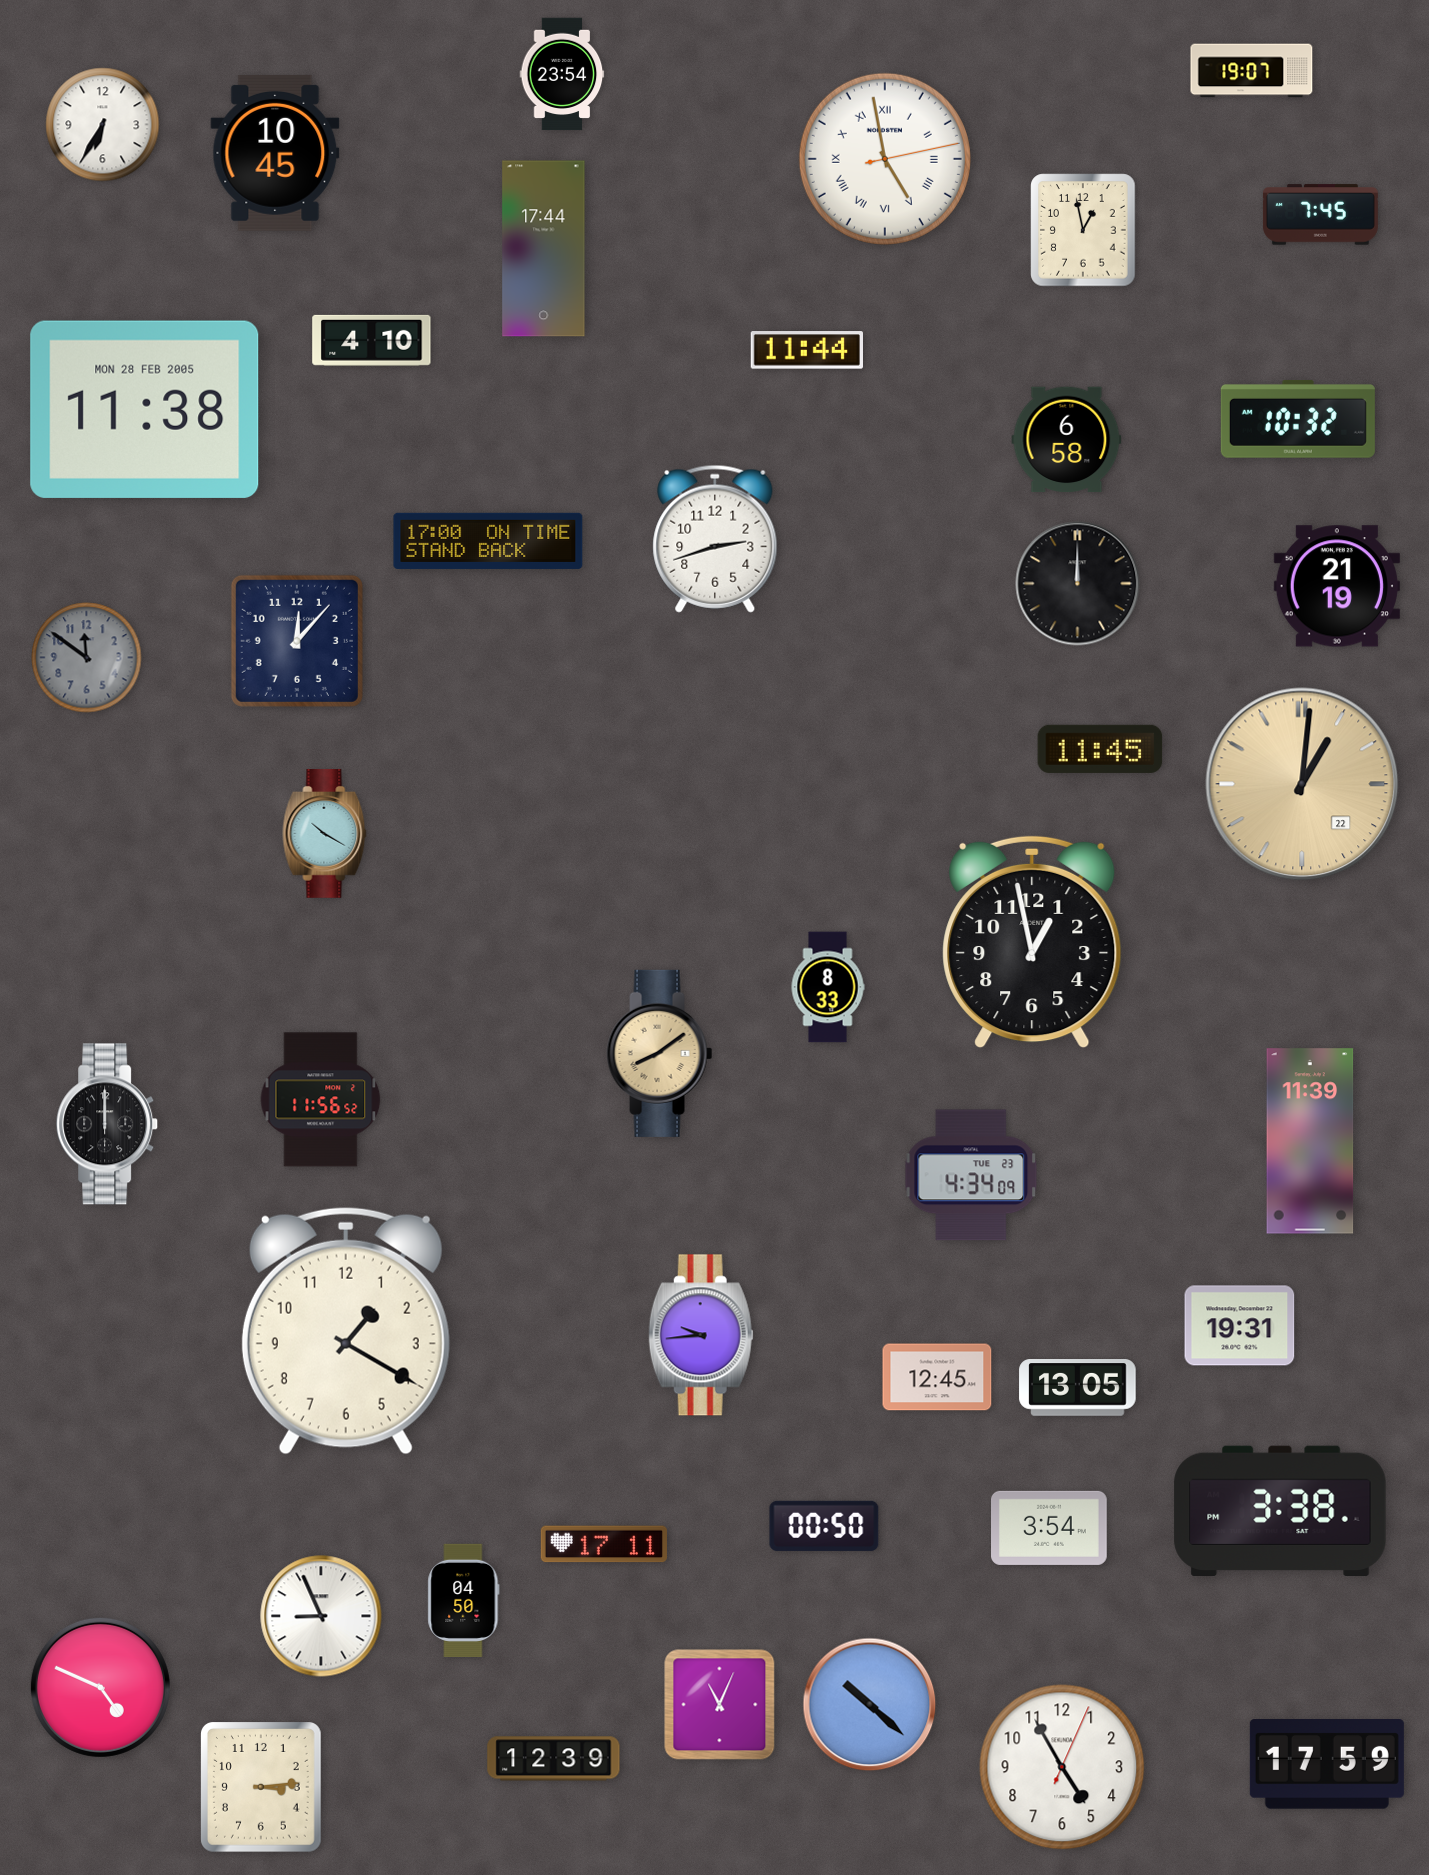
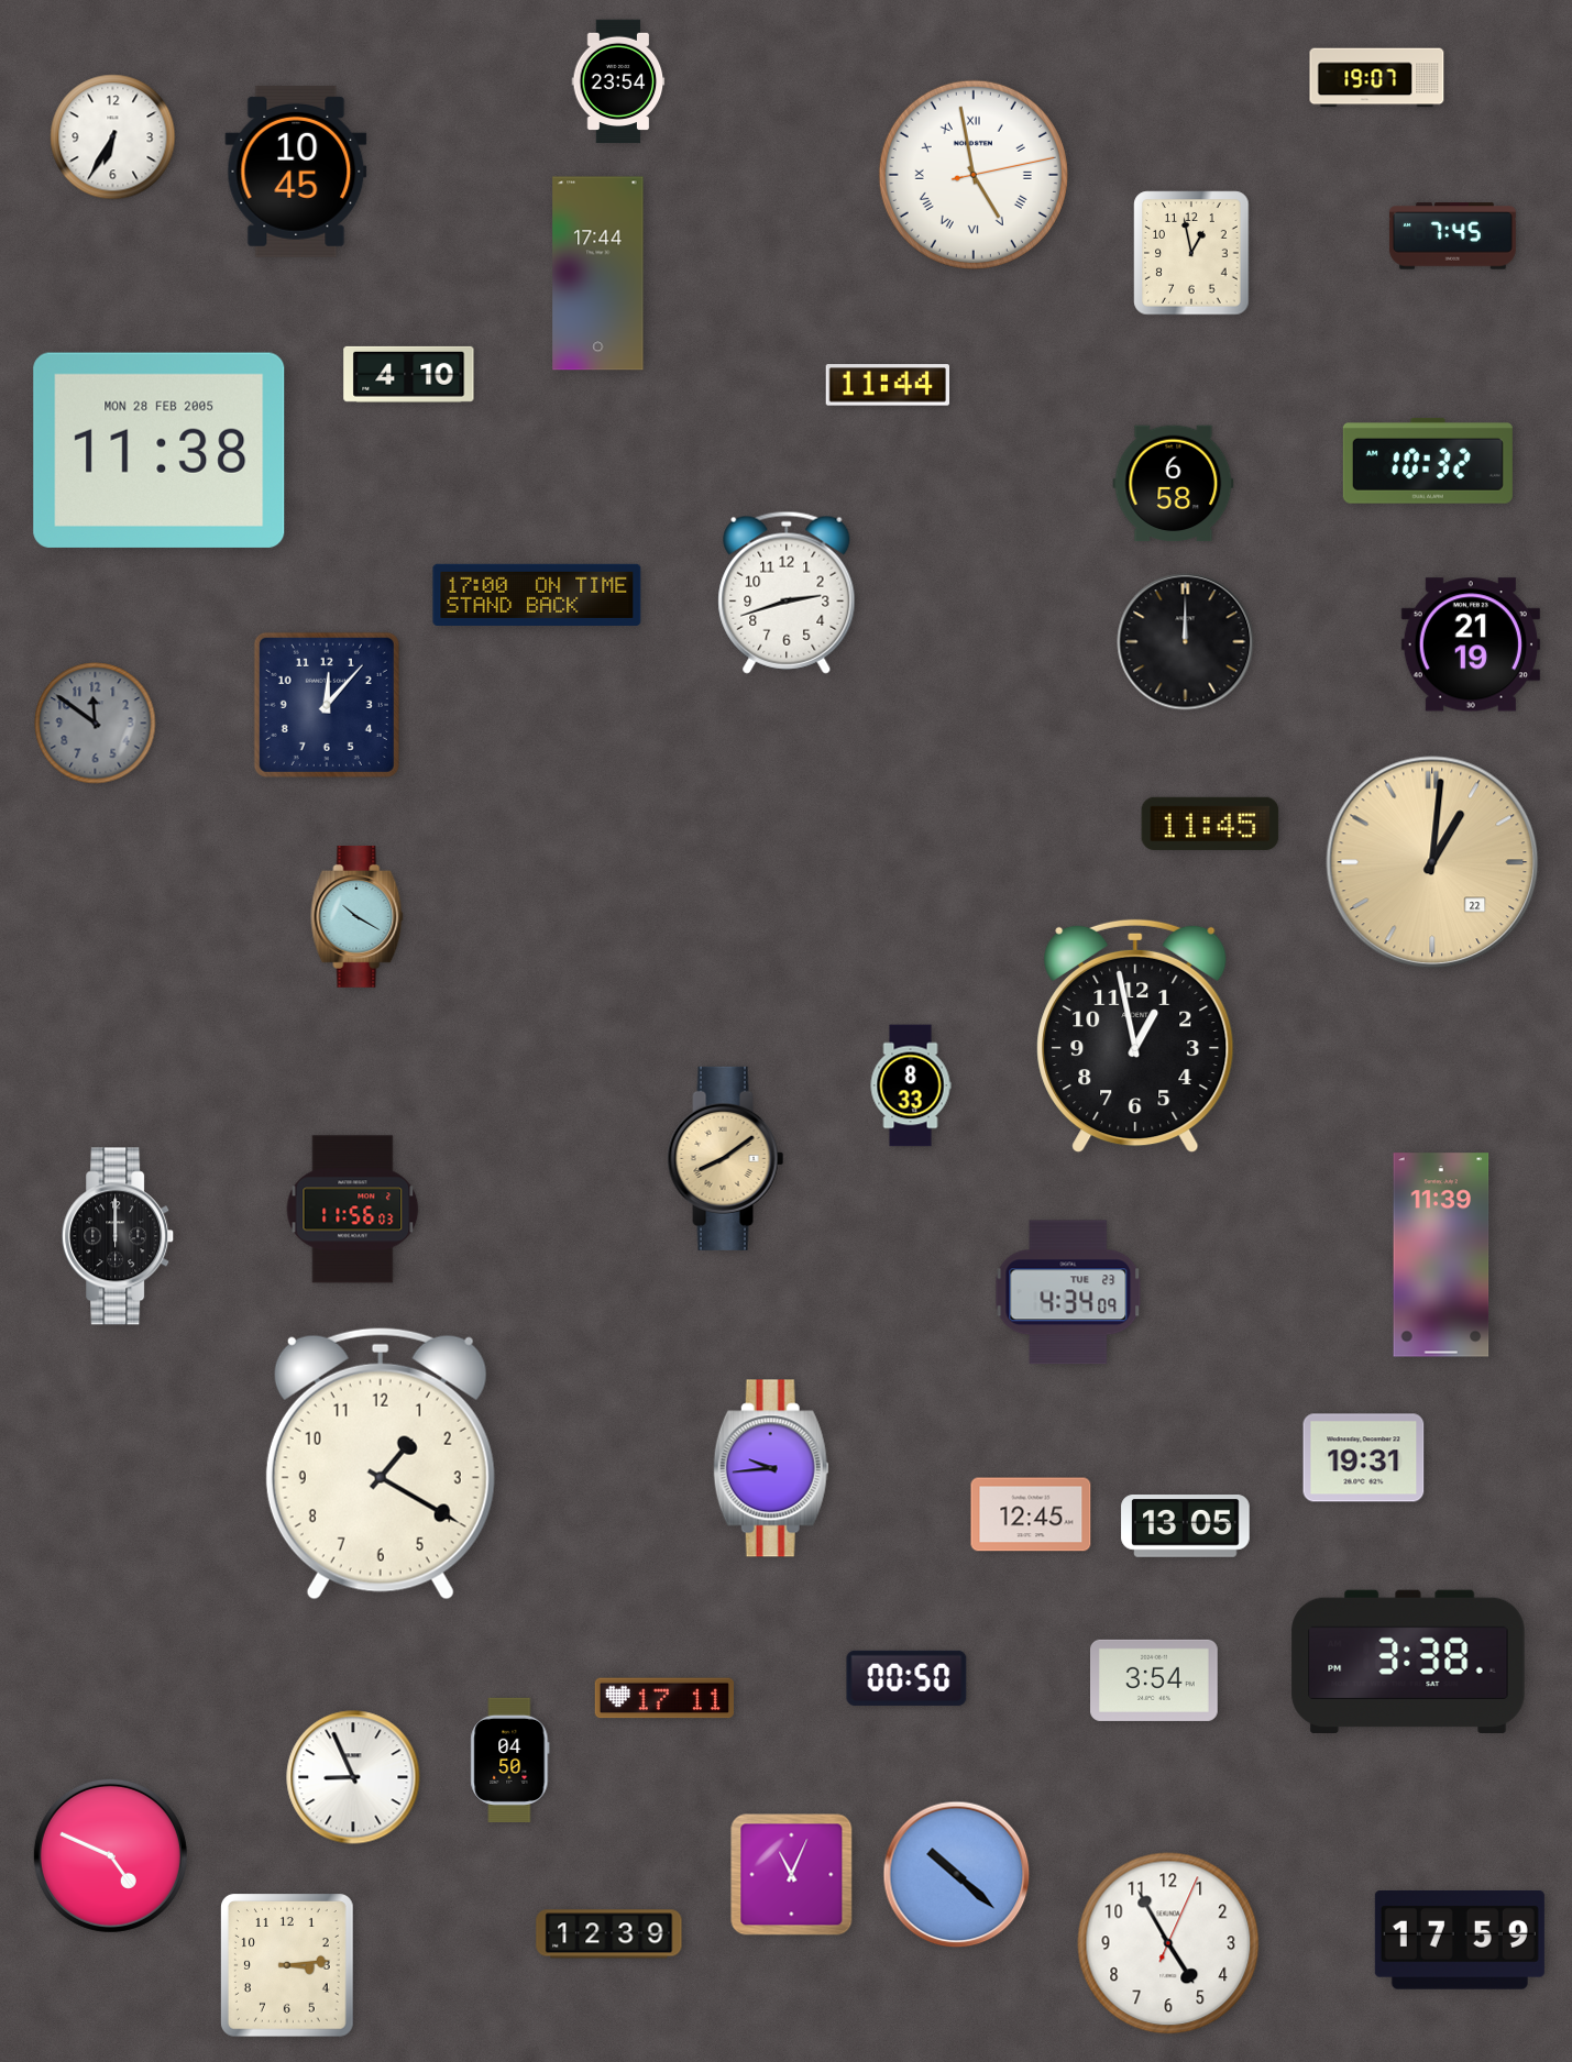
clock at (275, 153) position: (275, 153) -> (296, 172)
clock at (321, 1100): 11:56:52 -> 11:56:03
